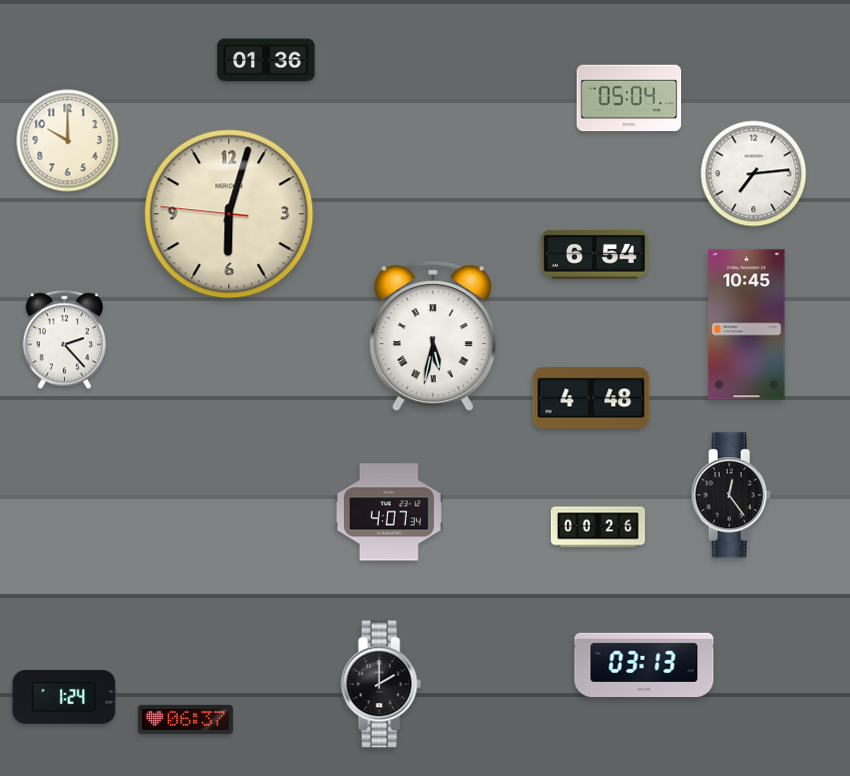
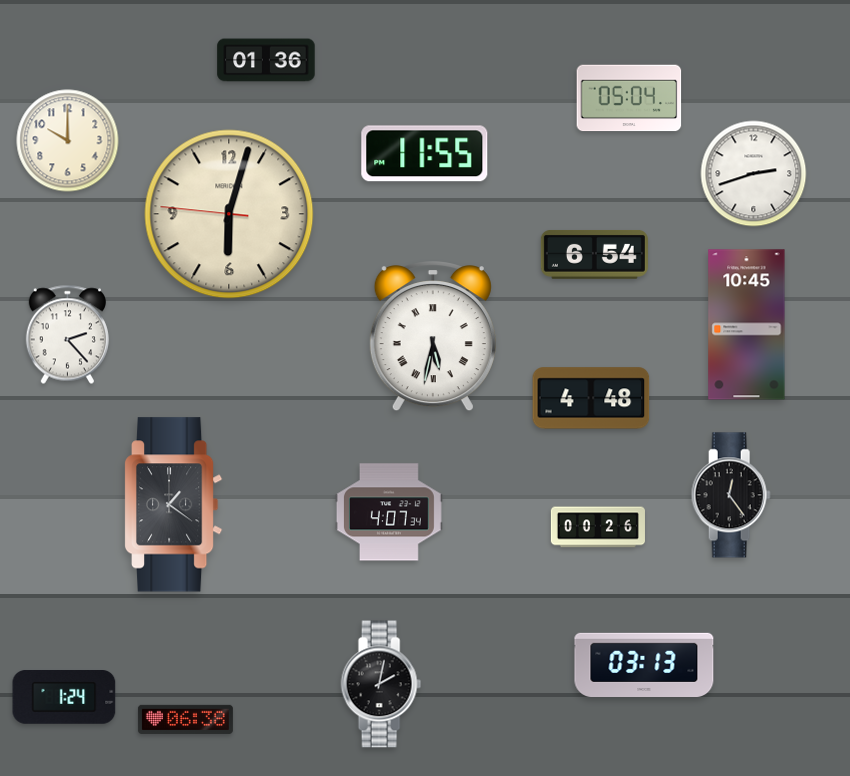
clock at (425, 154): none -> 11:55
clock at (754, 174): 7:14 -> 2:42
clock at (64, 340) position: (64, 340) -> (67, 335)
clock at (173, 505): none -> 1:21
clock at (381, 684): 2:00 -> 2:02
clock at (185, 719): 06:37 -> 06:38
